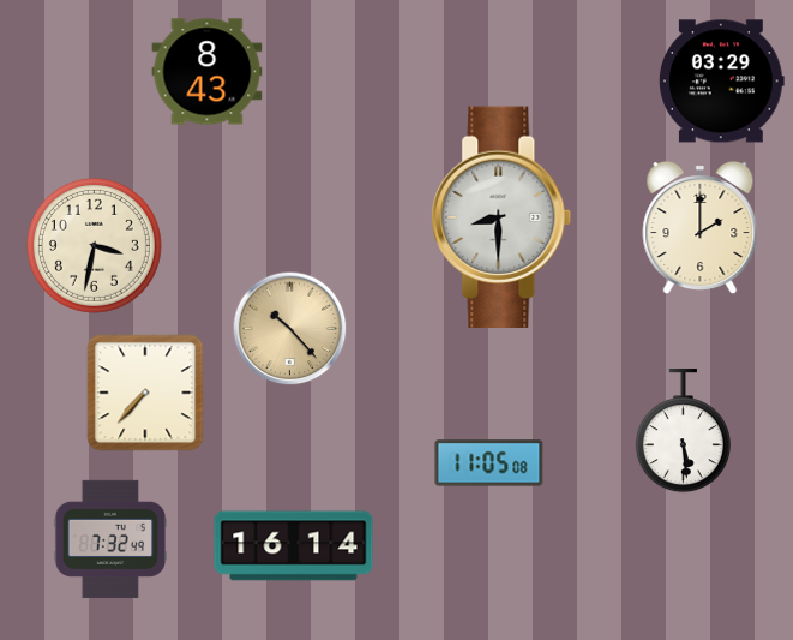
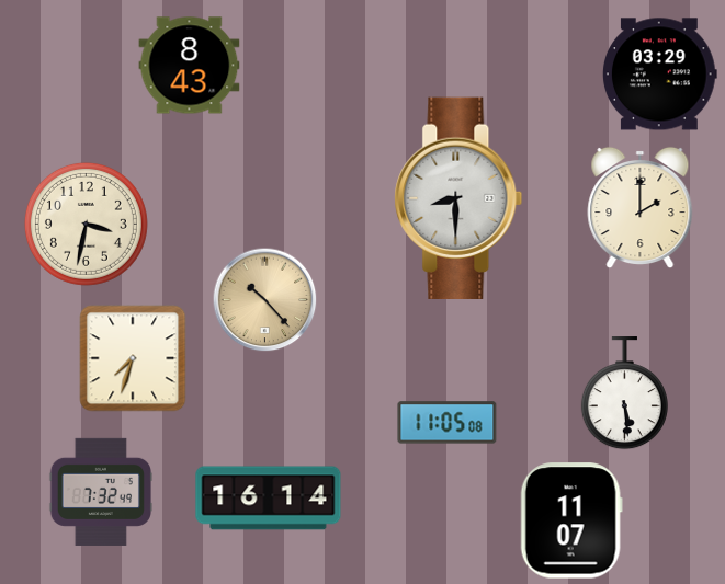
clock at (145, 393): 7:37 -> 7:33
clock at (571, 520): none -> 11:07
